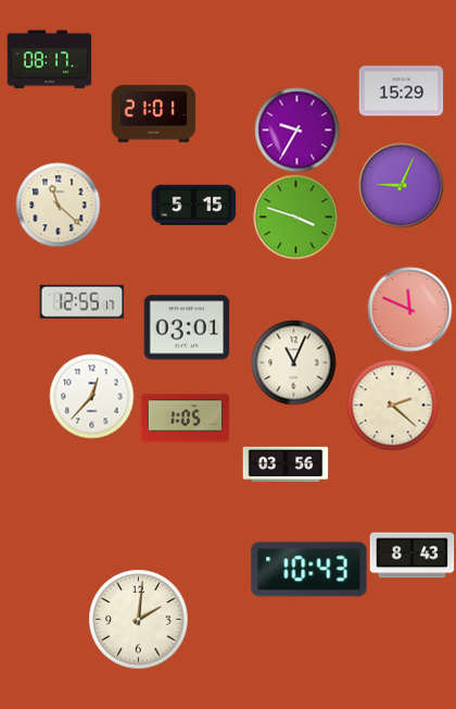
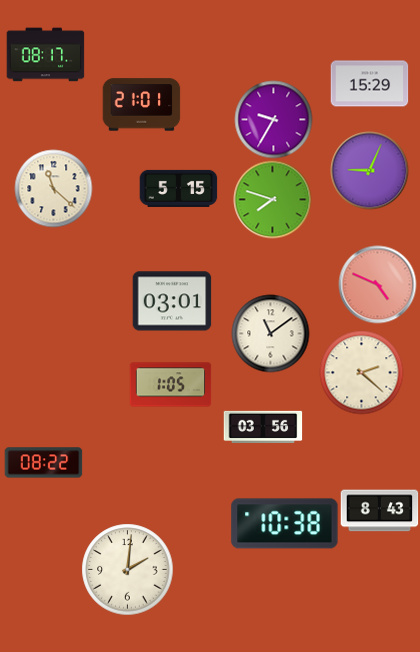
clock at (295, 216): 3:48 -> 7:48
clock at (81, 301): 12:55 -> none
clock at (409, 309): 11:49 -> 4:49
clock at (293, 362): 11:04 -> 11:09
clock at (91, 396): 12:37 -> none
clock at (43, 463): none -> 08:22
clock at (309, 570): 10:43 -> 10:38
